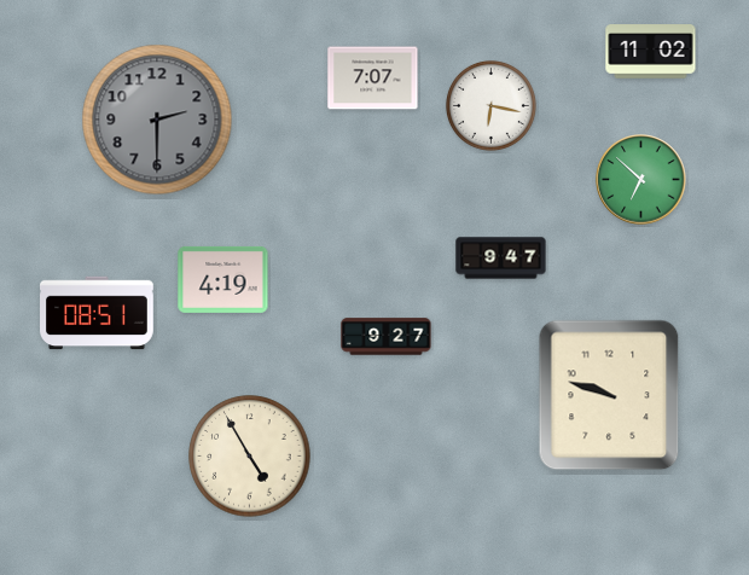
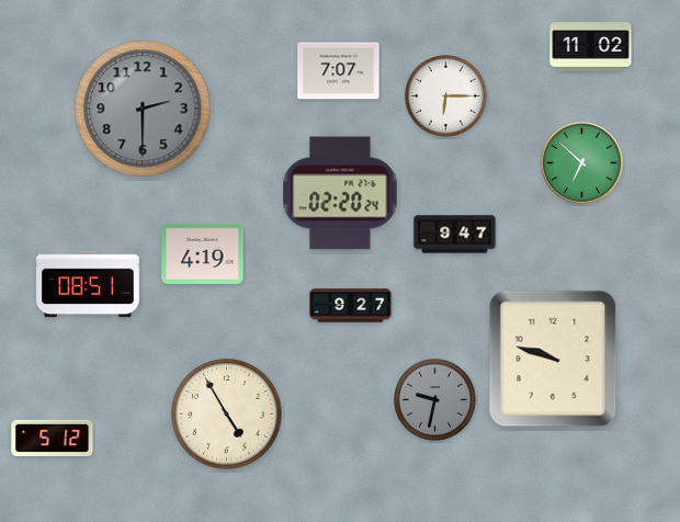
clock at (490, 105): 6:17 -> 6:15
clock at (340, 193): none -> 02:20
clock at (434, 399): none -> 9:32
clock at (53, 438): none -> 5:12
